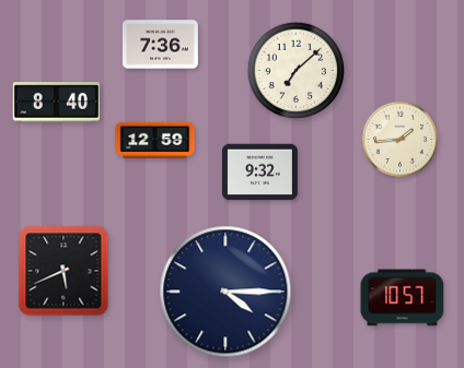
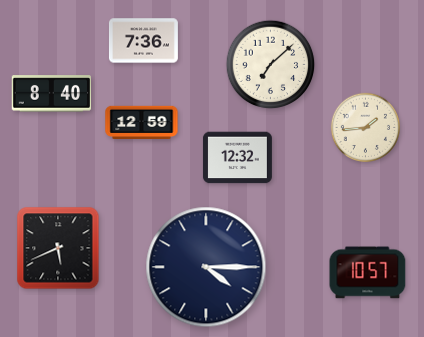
clock at (160, 45) position: (160, 45) -> (143, 41)
clock at (155, 141) position: (155, 141) -> (142, 123)
clock at (259, 173): 9:32 -> 12:32
